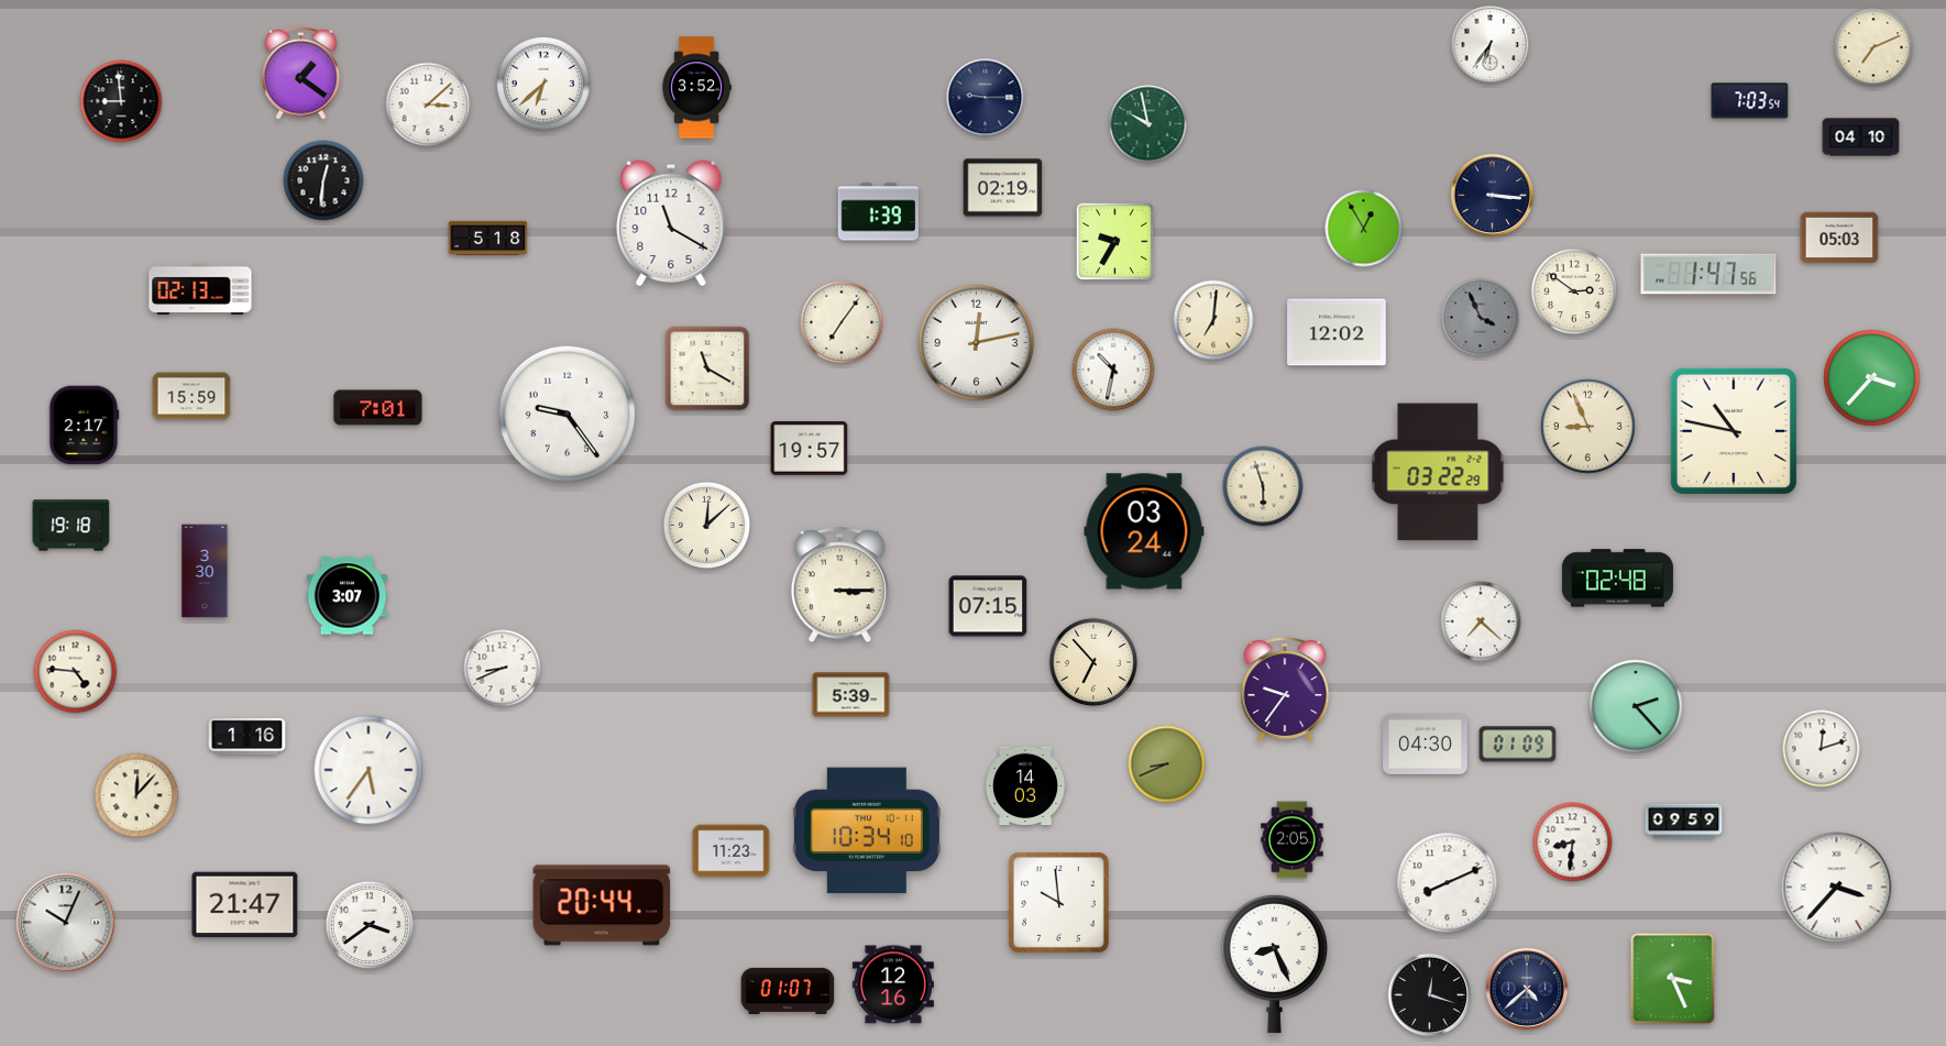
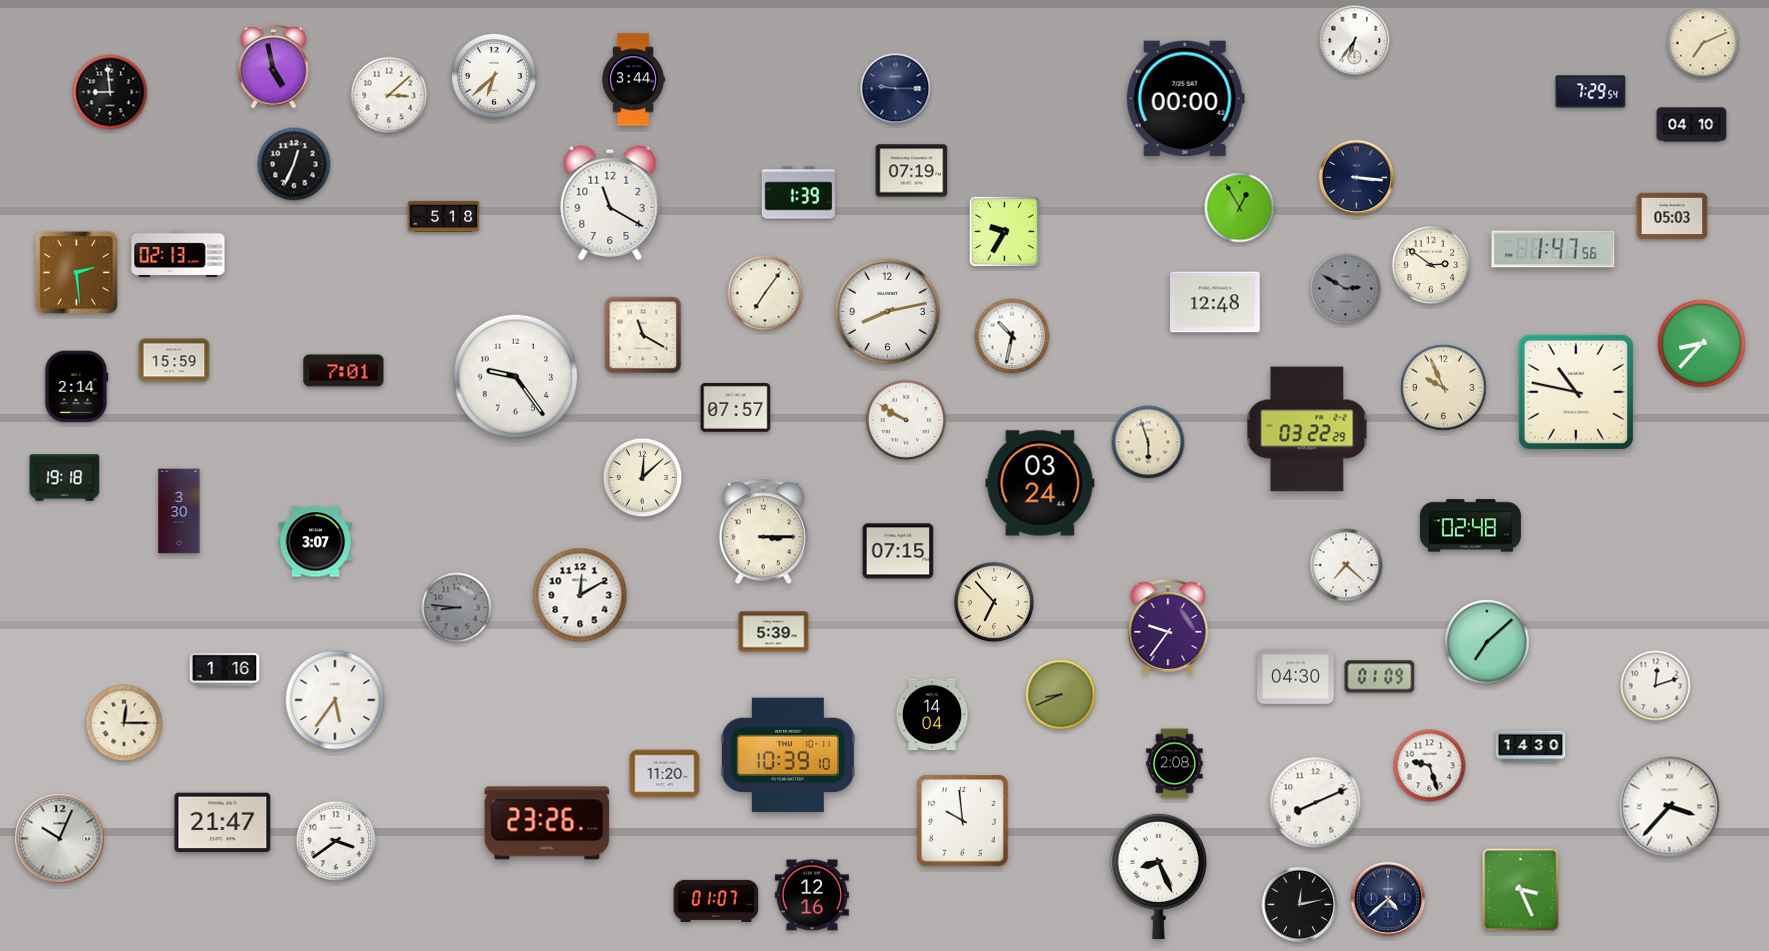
clock at (301, 74): 1:21 -> 4:58
clock at (696, 88): 3:52 -> 3:44
clock at (1750, 101): 7:03 -> 7:29
clock at (1185, 99): none -> 00:00
clock at (1148, 124): 9:58 -> none
clock at (323, 180): 12:31 -> 12:34
clock at (1003, 188): 02:19 -> 07:19
clock at (1115, 242) position: (1115, 242) -> (1005, 232)
clock at (200, 288) position: (200, 288) -> (178, 253)
clock at (76, 272): none -> 2:29
clock at (1481, 318): 3:56 -> 2:50
clock at (1213, 320): 7:01 -> none
clock at (1337, 332): 12:02 -> 12:48
clock at (976, 342): 12:13 -> 8:13
clock at (1872, 378): 3:37 -> 8:37
clock at (85, 426): 2:17 -> 2:14
clock at (1588, 427): 8:56 -> 9:56
clock at (810, 449): 19:57 -> 07:57
clock at (906, 420): none -> 9:50
clock at (205, 571) position: (205, 571) -> (179, 511)
clock at (580, 595): none -> 12:10
clock at (503, 669): 8:41 -> 8:46
clock at (503, 669) dial: white -> grey
clock at (76, 672): 4:46 -> none
clock at (1636, 706): 2:23 -> 7:08
clock at (1822, 749) position: (1822, 749) -> (1656, 686)
clock at (1024, 786): 14:03 -> 14:04
clock at (136, 795): 12:07 -> 12:15
clock at (1684, 822): 09:59 -> 14:30
clock at (867, 830): 10:34 -> 10:39
clock at (1293, 840): 2:05 -> 2:08
clock at (1573, 843): 8:31 -> 9:27
clock at (732, 851): 11:23 -> 11:20
clock at (602, 905): 20:44 -> 23:26
clock at (1430, 995): 12:18 -> 12:13
